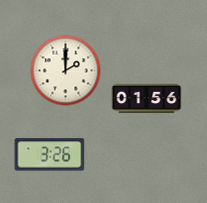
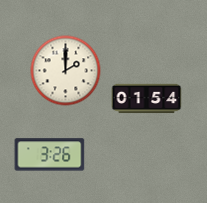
clock at (147, 99): 01:56 -> 01:54
